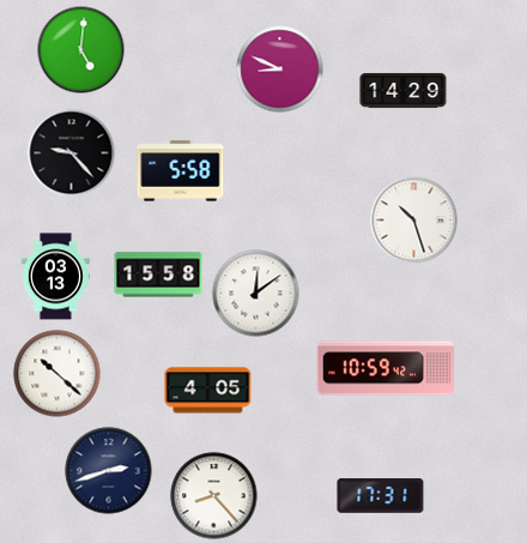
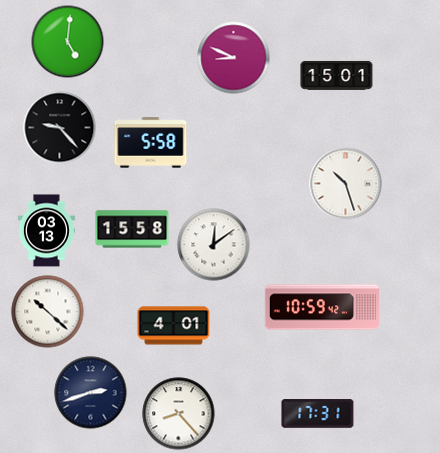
clock at (404, 90): 14:29 -> 15:01
clock at (208, 391): 4:05 -> 4:01
